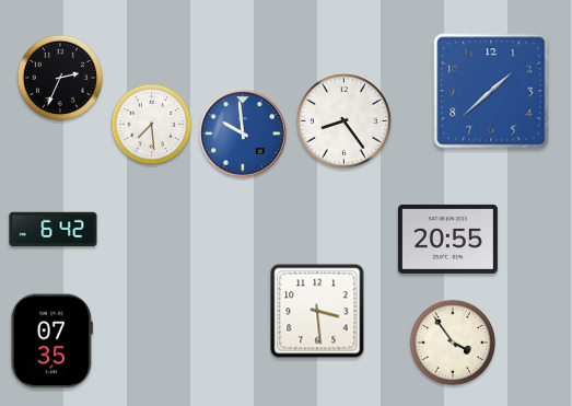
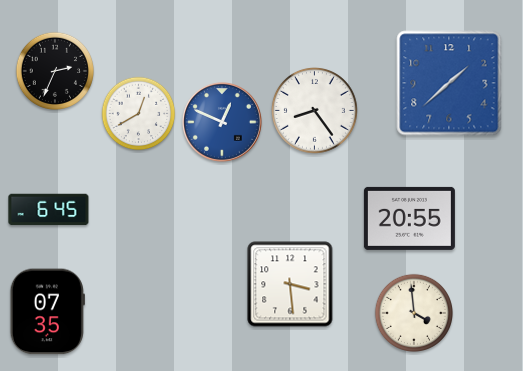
clock at (152, 125): 7:29 -> 12:40
clock at (243, 134): 9:59 -> 12:49
clock at (54, 230): 6:42 -> 6:45
clock at (452, 341): 3:54 -> 3:59
